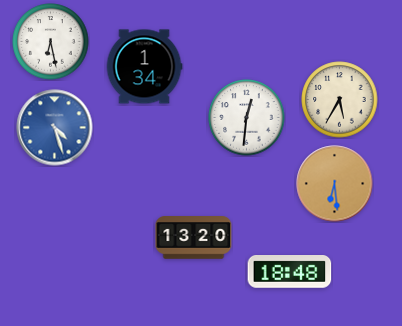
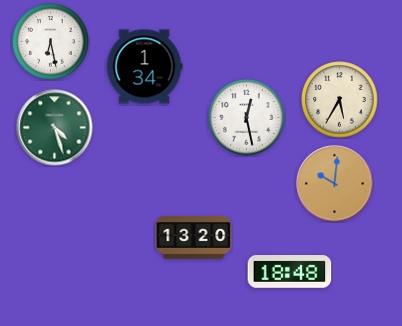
clock at (247, 118): 12:31 -> 12:28
clock at (55, 128) dial: blue -> green
clock at (335, 184): 6:29 -> 10:01
